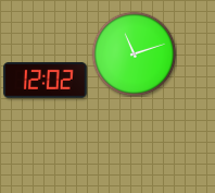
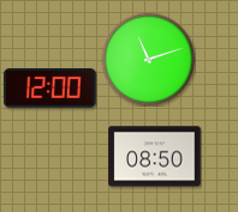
clock at (46, 81): 12:02 -> 12:00
clock at (155, 157): none -> 08:50
